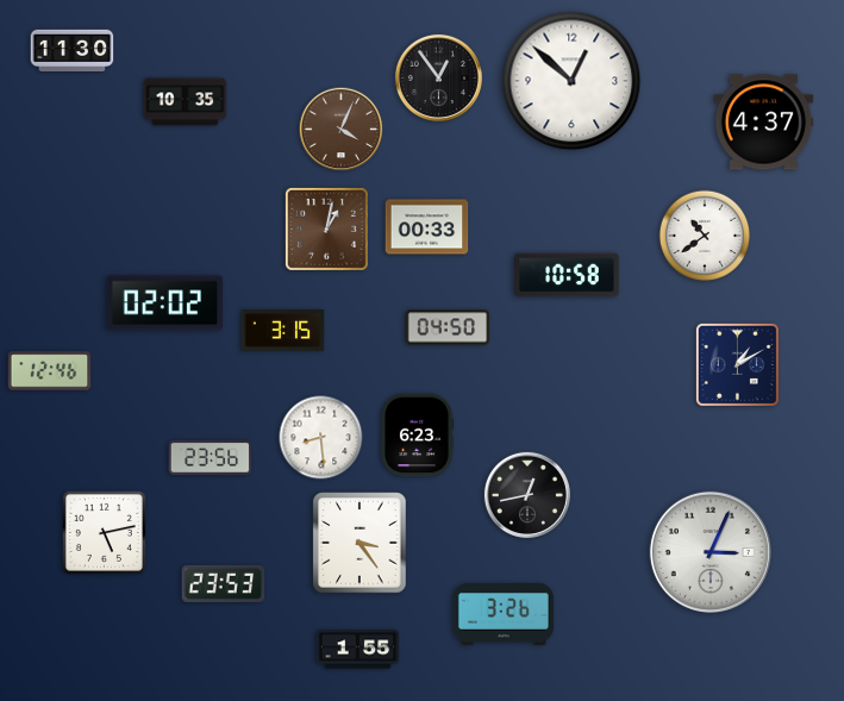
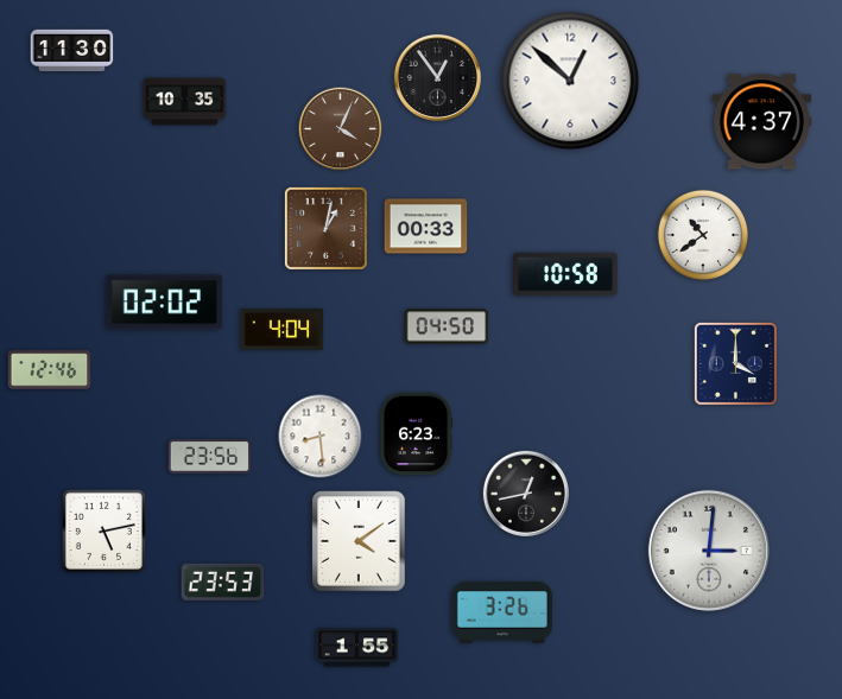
clock at (283, 331): 3:15 -> 4:04
clock at (737, 364): 1:10 -> 4:00
clock at (360, 543): 3:24 -> 4:09
clock at (711, 552): 3:04 -> 3:01
